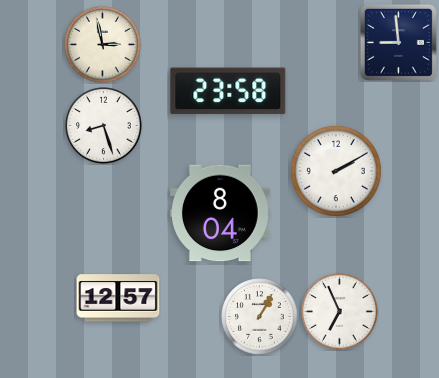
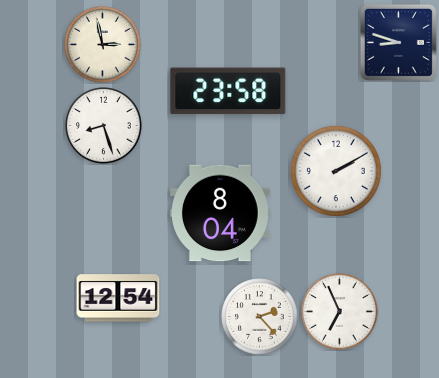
clock at (398, 42): 8:59 -> 8:48
clock at (118, 298): 12:57 -> 12:54
clock at (260, 317): 1:05 -> 2:23
